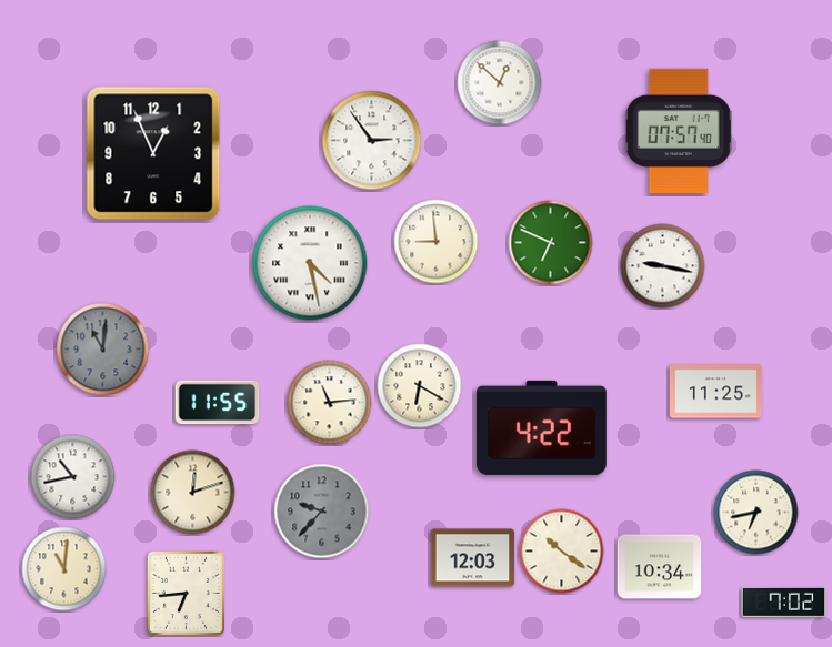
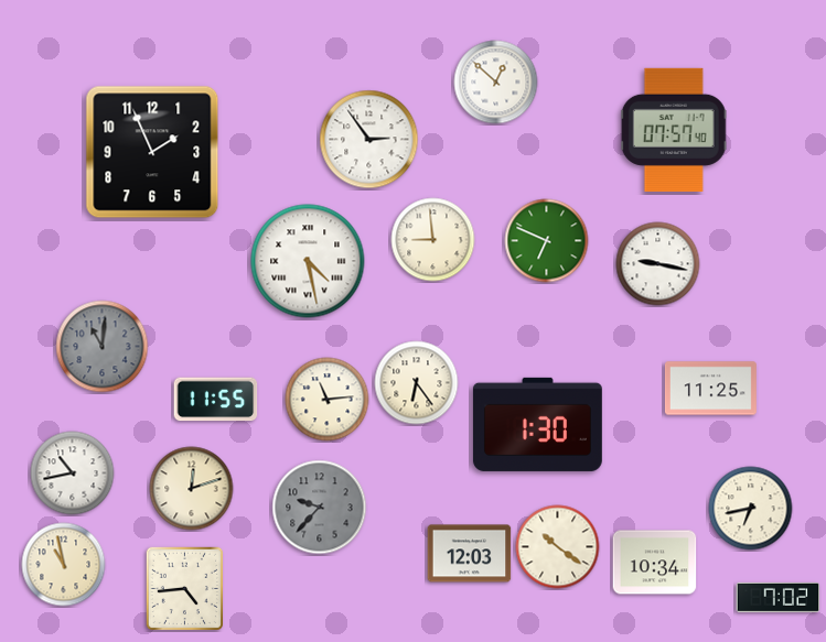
clock at (153, 153): 12:56 -> 1:56
clock at (420, 386): 6:20 -> 6:24
clock at (541, 427): 4:22 -> 1:30
clock at (64, 569): 11:01 -> 10:58
clock at (186, 593): 6:44 -> 4:44
